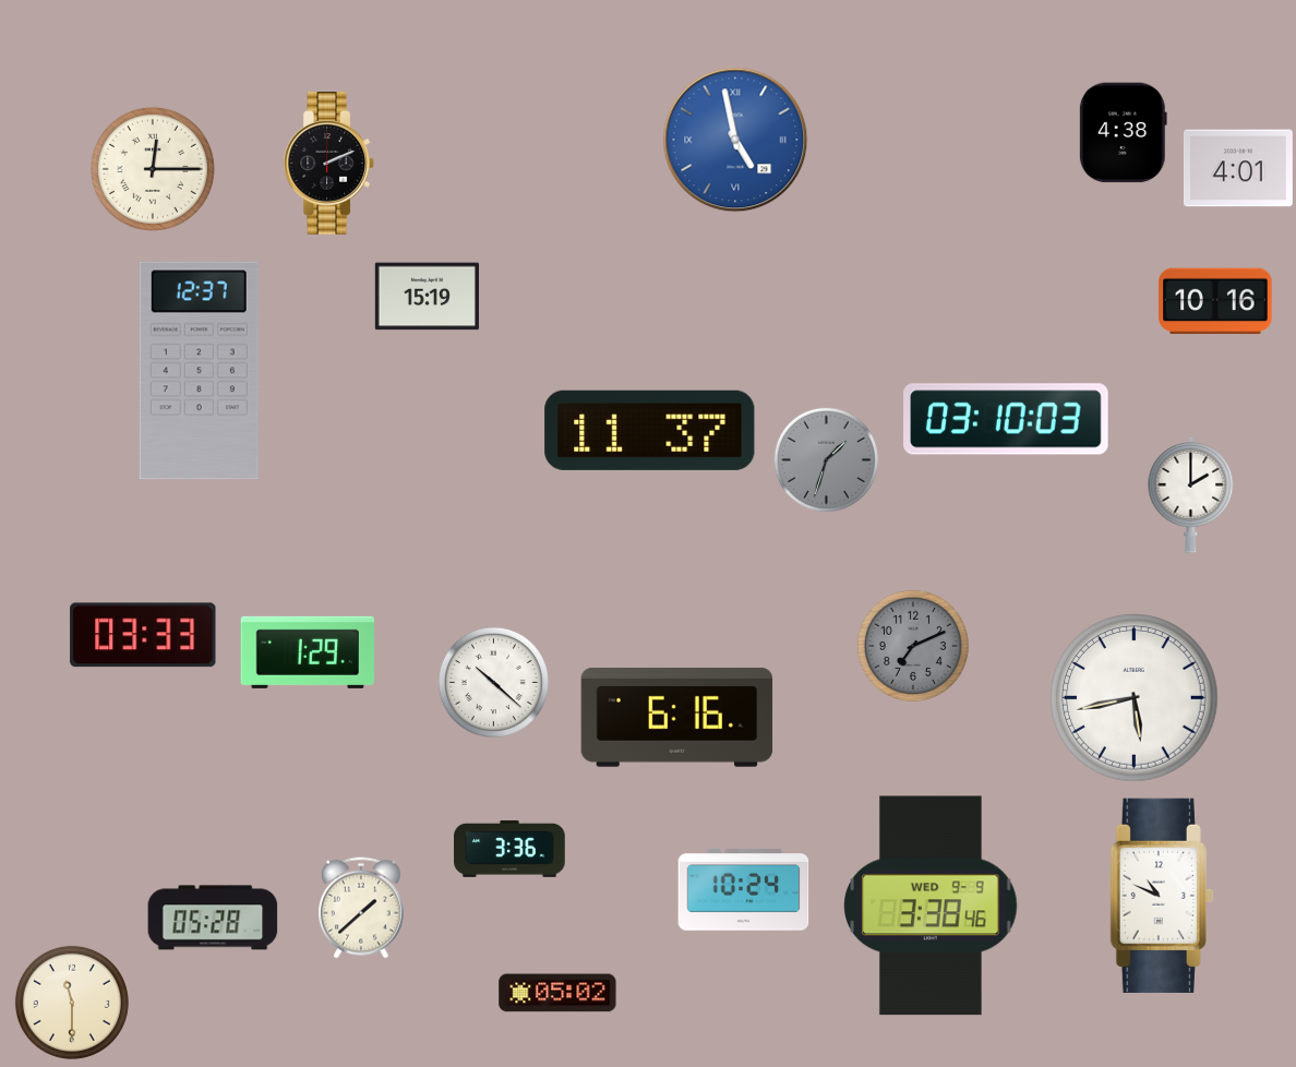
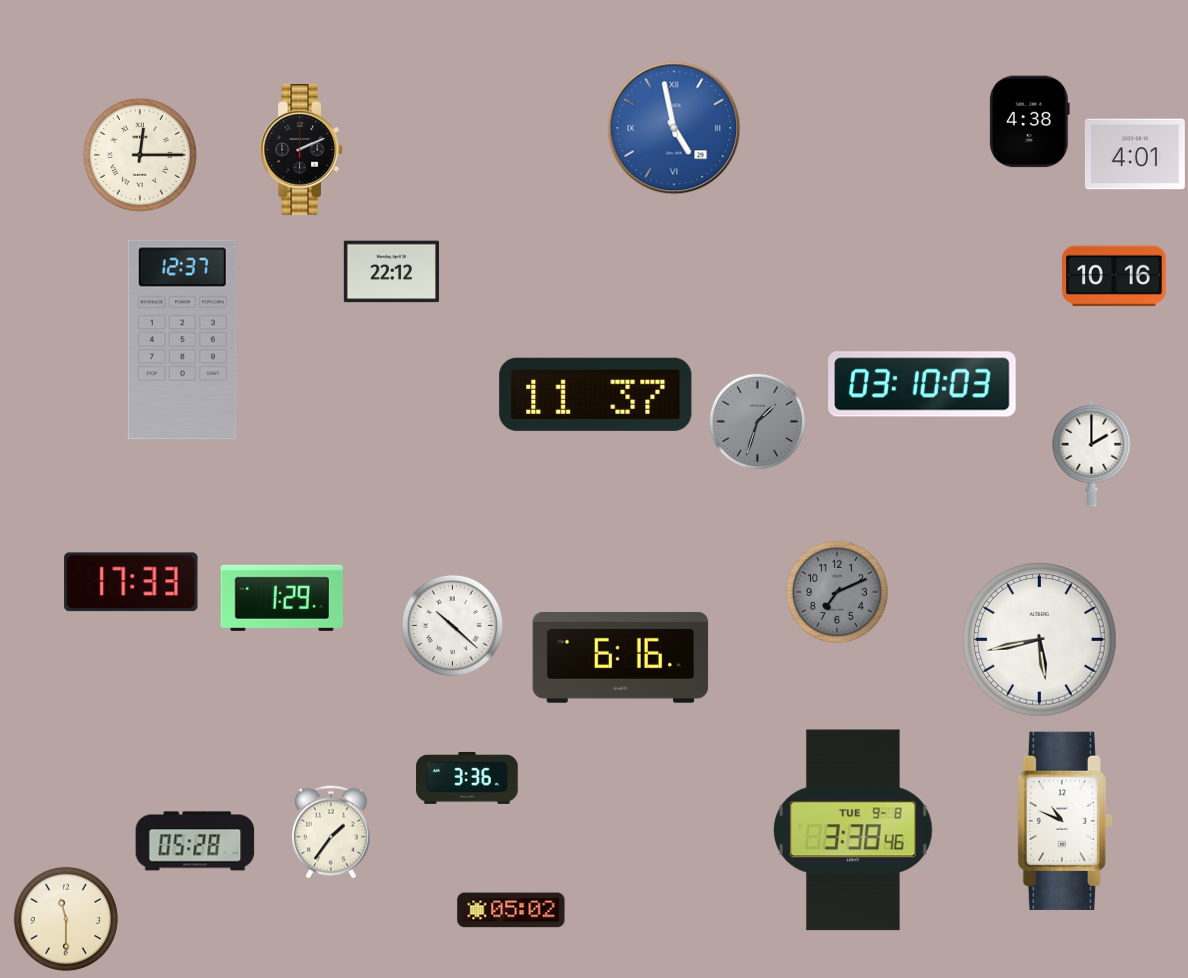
clock at (427, 297): 15:19 -> 22:12
clock at (143, 635): 03:33 -> 17:33
clock at (744, 890): 10:24 -> none
clock at (931, 906) date: WED 9-9 -> TUE 9-8
clock at (362, 908): 1:38 -> 1:36
